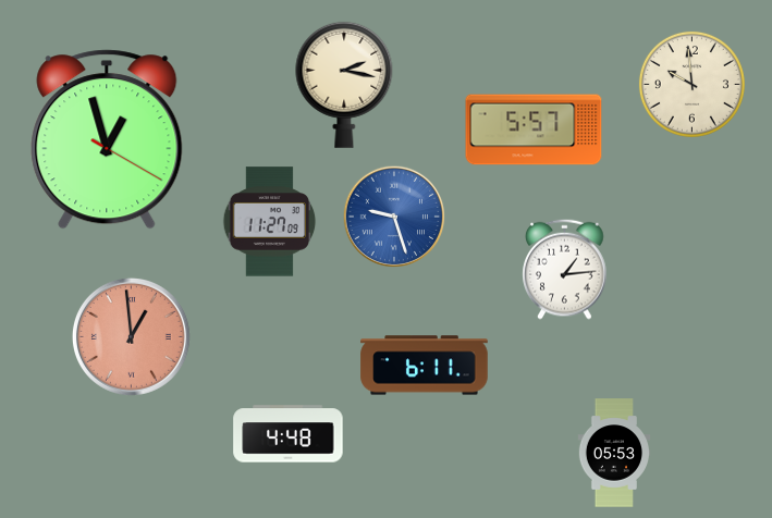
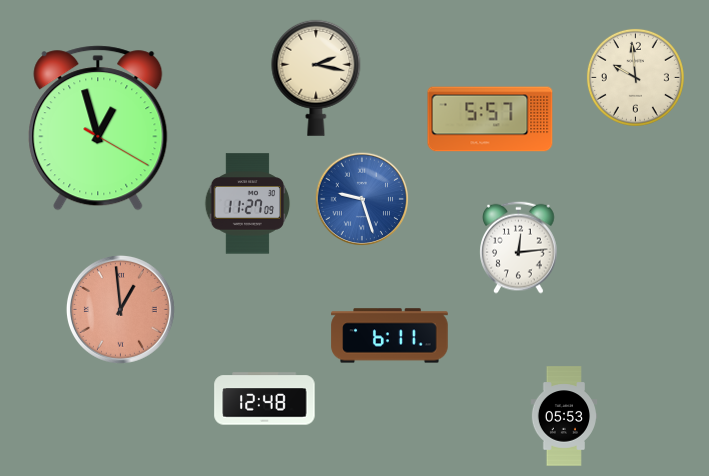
clock at (565, 269): 1:14 -> 12:14
clock at (289, 434): 4:48 -> 12:48
